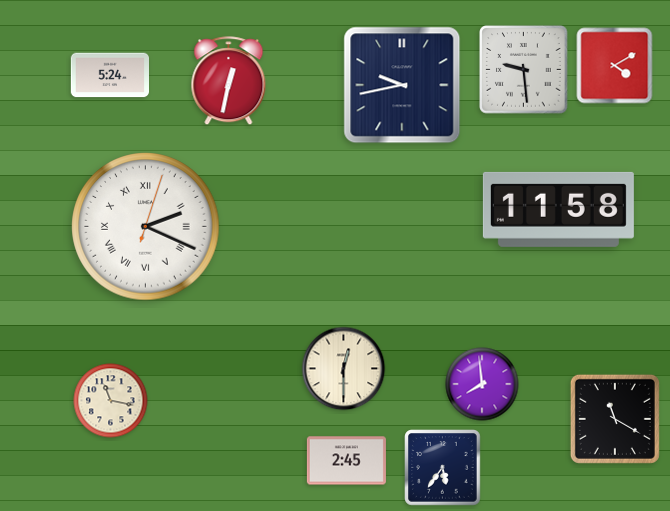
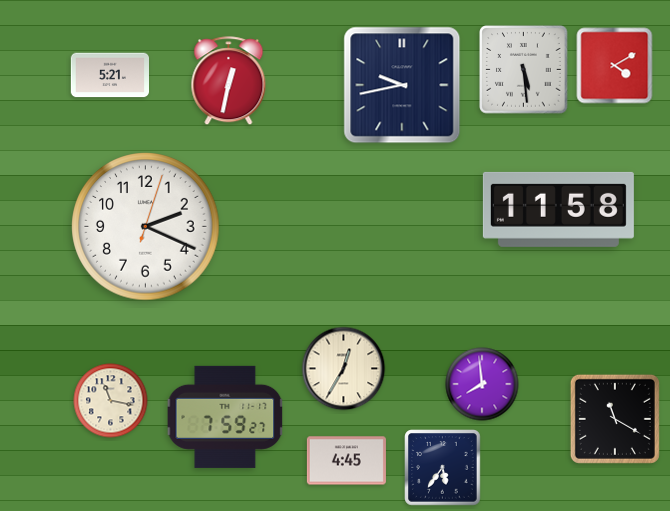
clock at (524, 70): 9:29 -> 5:29
clock at (109, 75): 5:24 -> 5:21
clock at (146, 227) numerals: Roman -> Arabic
clock at (344, 369): 12:30 -> 12:35
clock at (225, 417): none -> 7:59
clock at (346, 461): 2:45 -> 4:45
